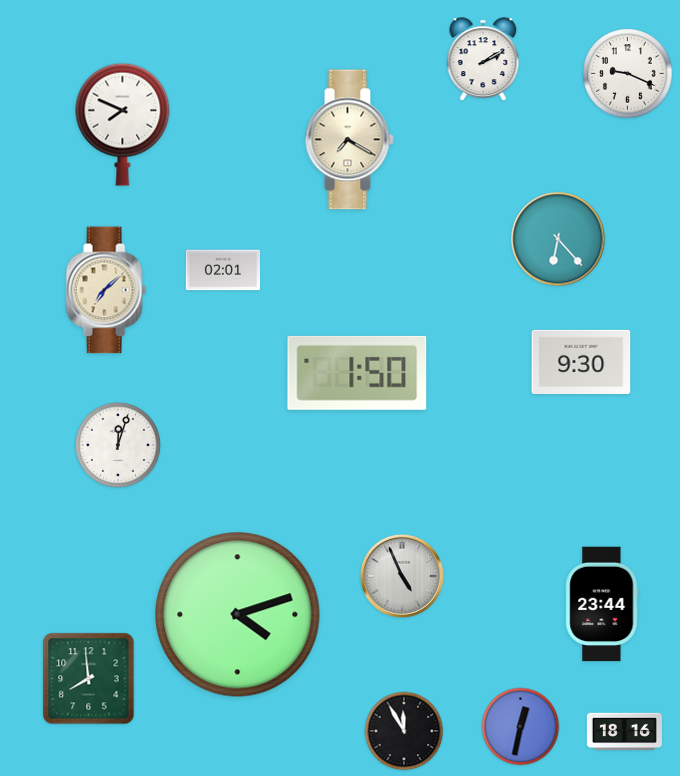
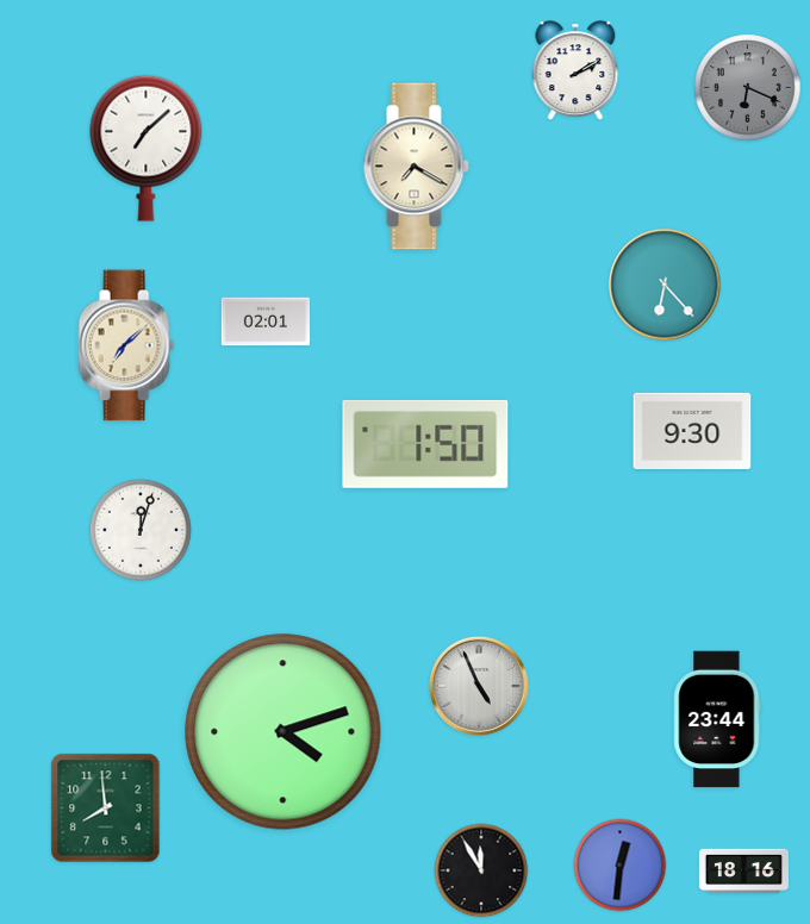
clock at (628, 74): 9:19 -> 6:19
clock at (628, 74) dial: white -> grey
clock at (123, 124): 7:49 -> 7:08
clock at (521, 727): 12:32 -> 12:31
